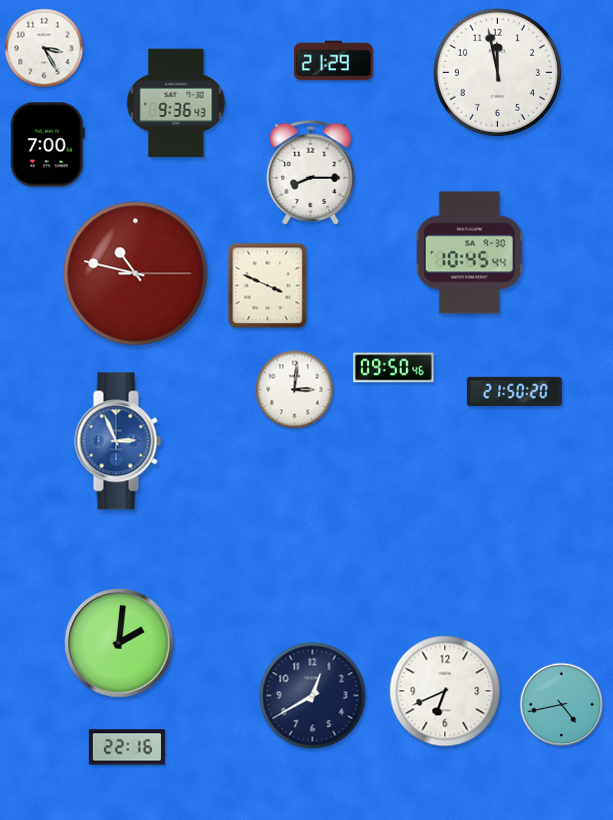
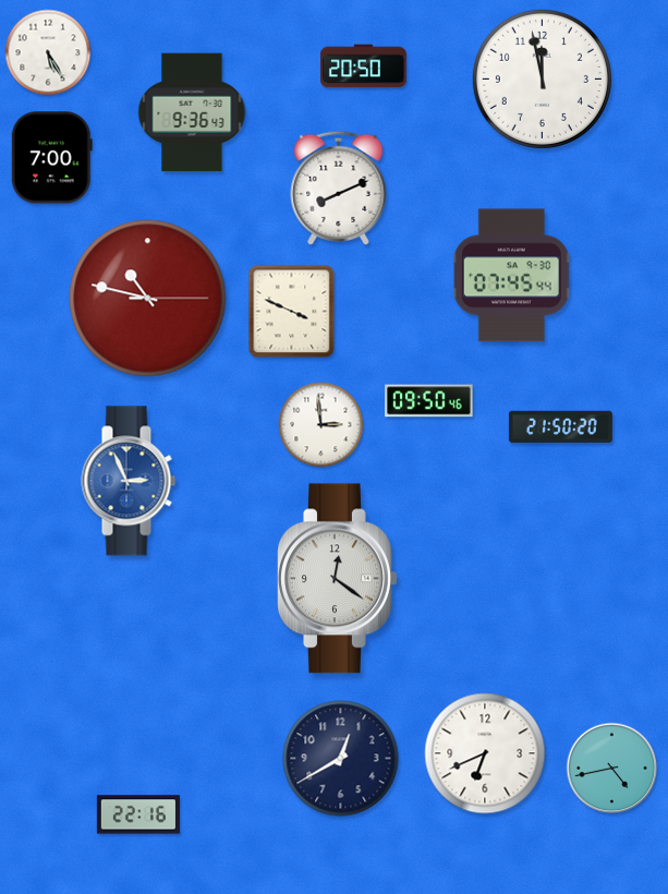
clock at (44, 48): 3:25 -> 5:25
clock at (334, 61): 21:29 -> 20:50
clock at (311, 172): 8:15 -> 8:11
clock at (470, 253): 10:45 -> 07:45
clock at (295, 390): 3:01 -> 2:59
clock at (338, 579): none -> 12:21
clock at (119, 643): 2:01 -> none
